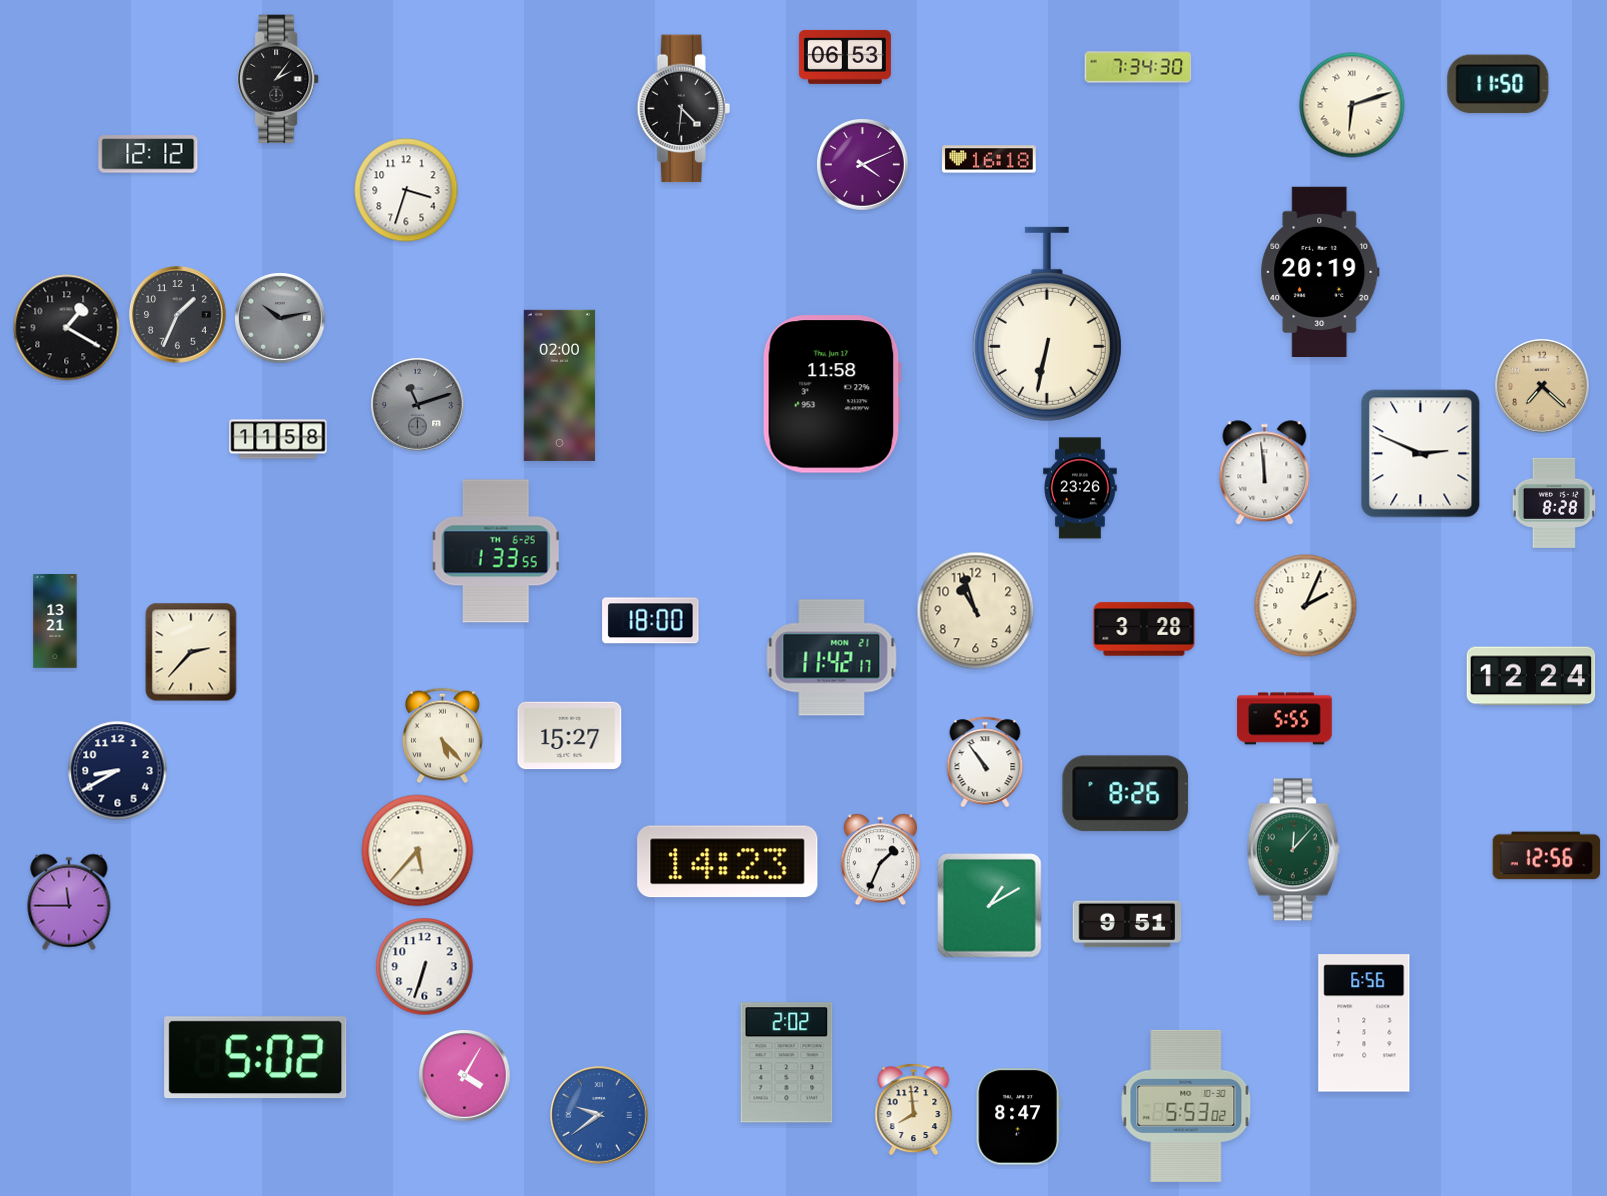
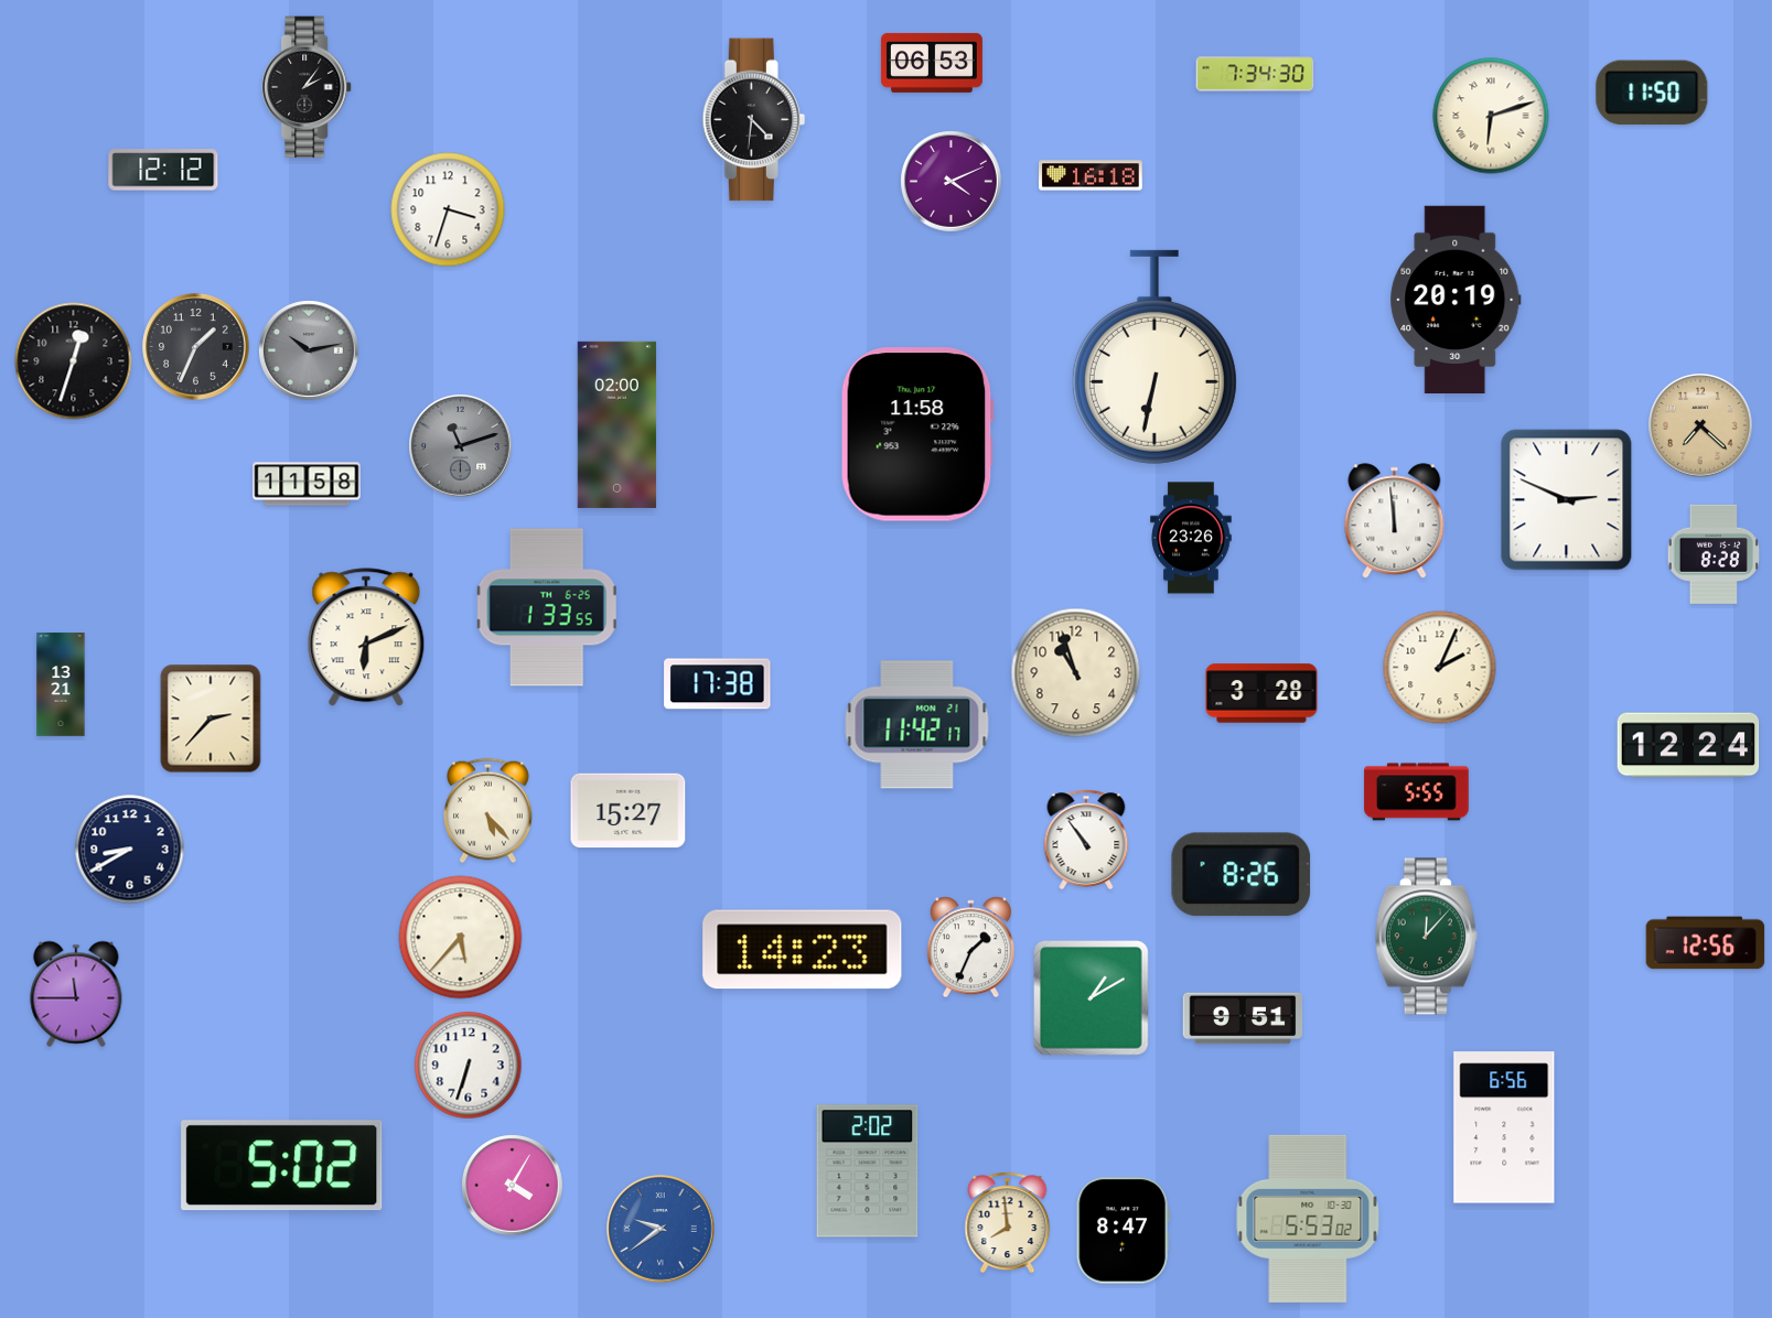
clock at (67, 328): 1:20 -> 12:33
clock at (366, 638): none -> 6:11
clock at (651, 621): 18:00 -> 17:38
